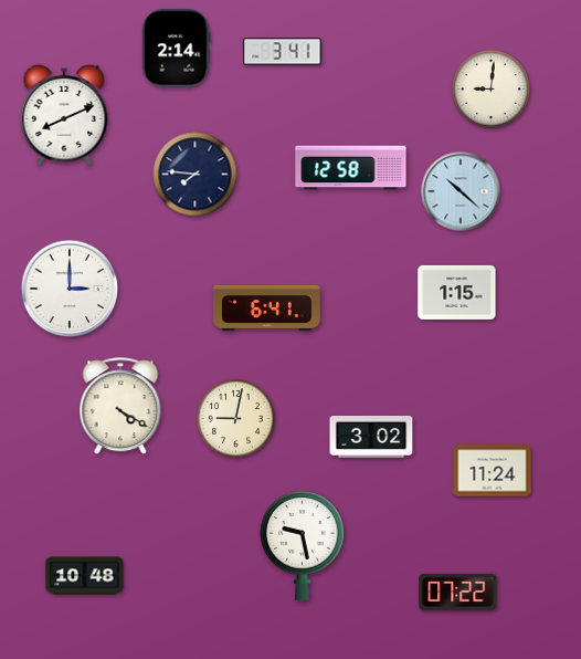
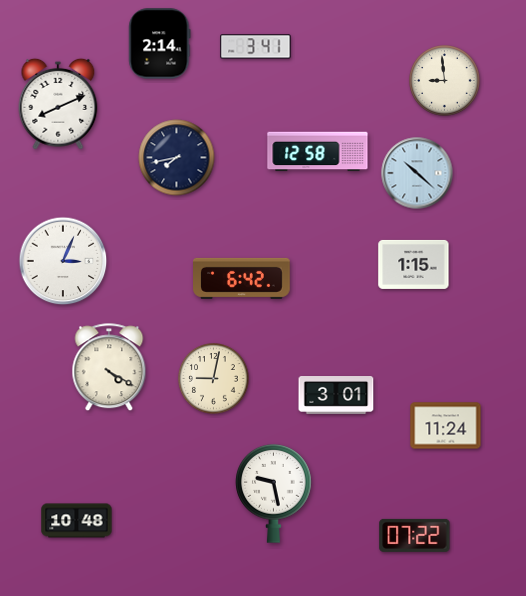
clock at (492, 90): 9:01 -> 8:59
clock at (196, 175): 7:46 -> 7:43
clock at (70, 289): 3:00 -> 3:04
clock at (267, 307): 6:41 -> 6:42
clock at (371, 438): 3:02 -> 3:01
